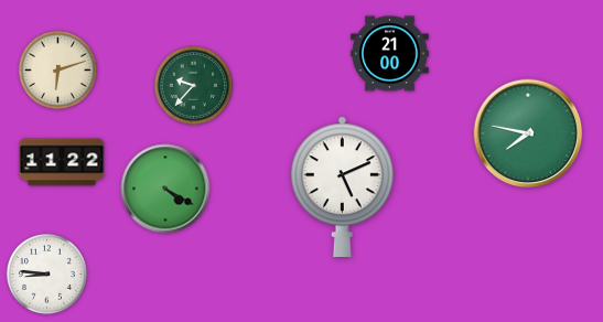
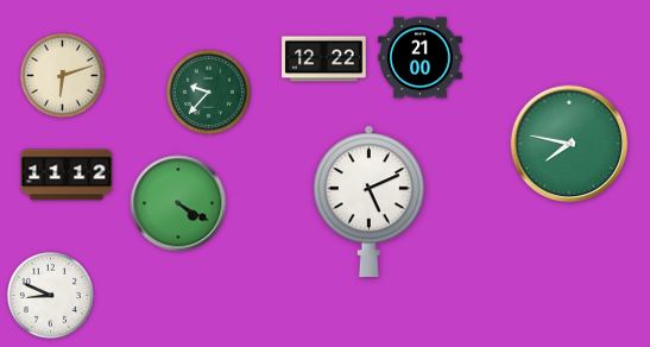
clock at (324, 59): none -> 12:22
clock at (62, 162): 11:22 -> 11:12
clock at (46, 273): 8:46 -> 8:49
